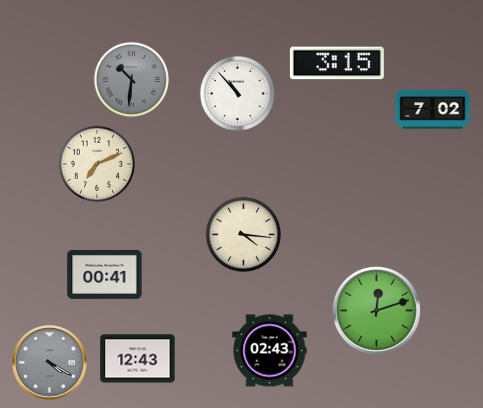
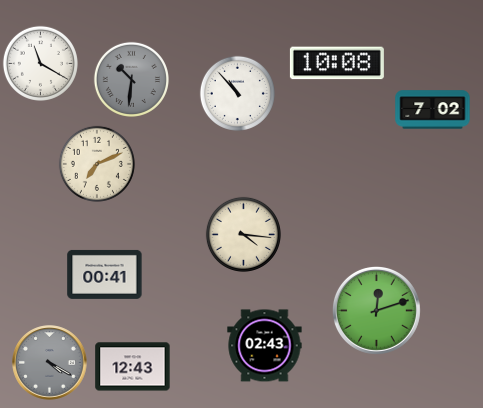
clock at (40, 63): none -> 11:20
clock at (337, 63): 3:15 -> 10:08
clock at (270, 351) position: (270, 351) -> (265, 346)
clock at (138, 359) position: (138, 359) -> (133, 367)
